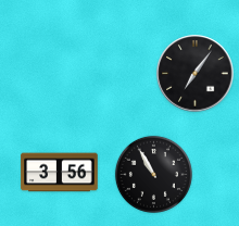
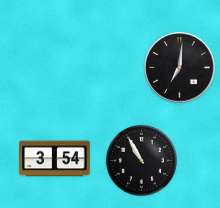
clock at (196, 74): 7:06 -> 7:01
clock at (60, 173): 3:56 -> 3:54
